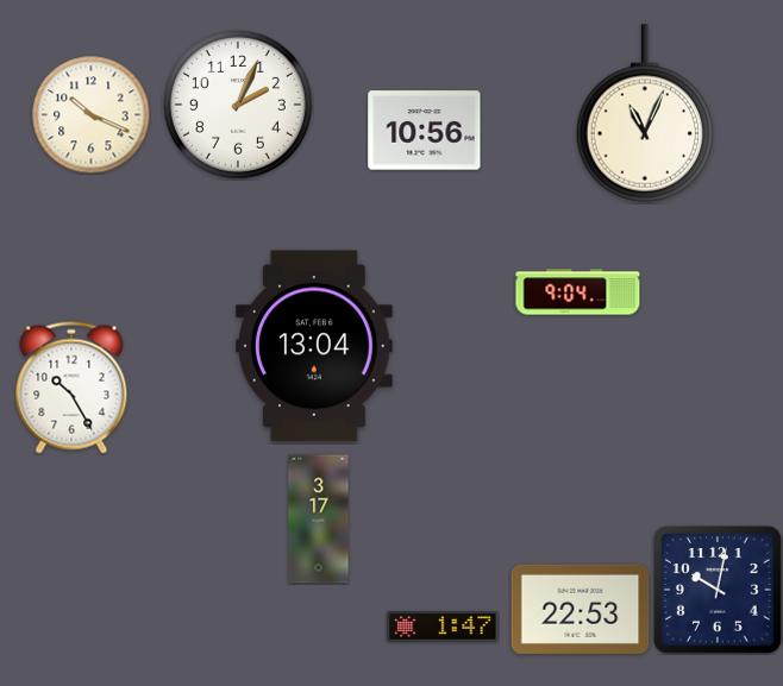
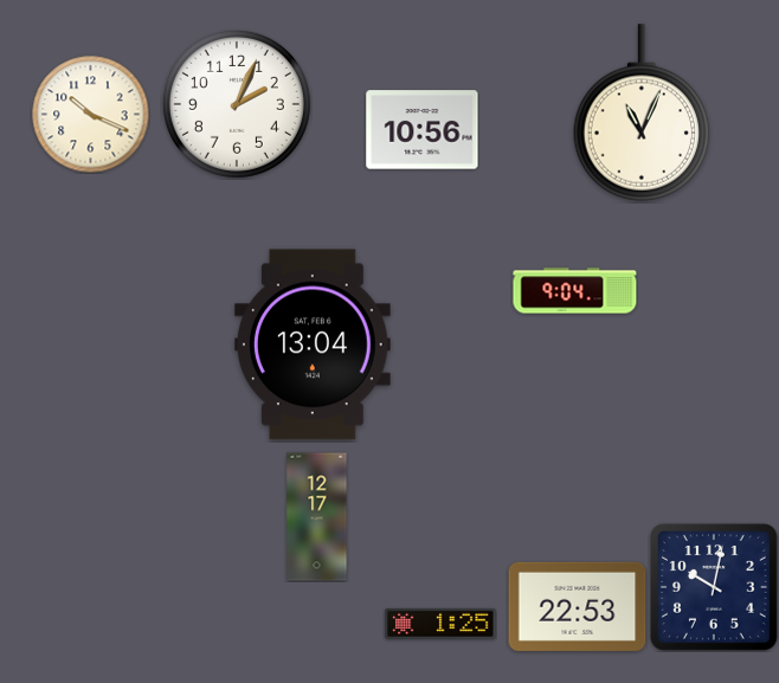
clock at (71, 388): 10:25 -> none
clock at (319, 520): 3:17 -> 12:17
clock at (443, 627): 1:47 -> 1:25
